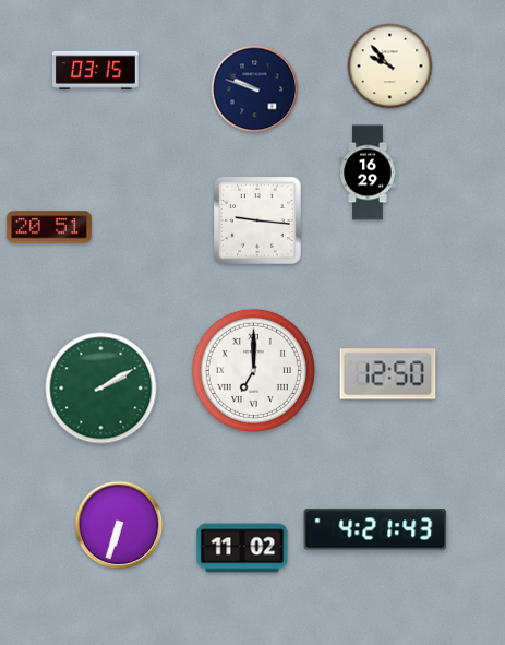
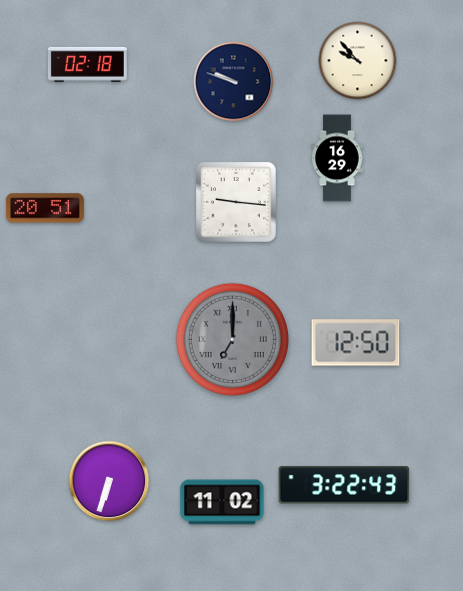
clock at (95, 70): 03:15 -> 02:18
clock at (253, 370) dial: white -> grey
clock at (101, 389): 2:10 -> none
clock at (375, 529): 4:21 -> 3:22
